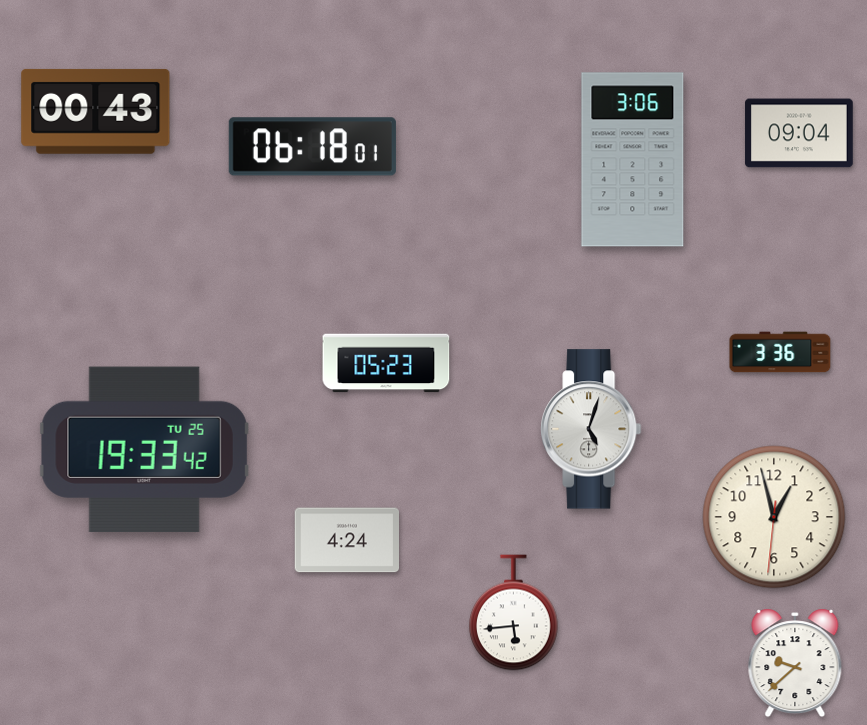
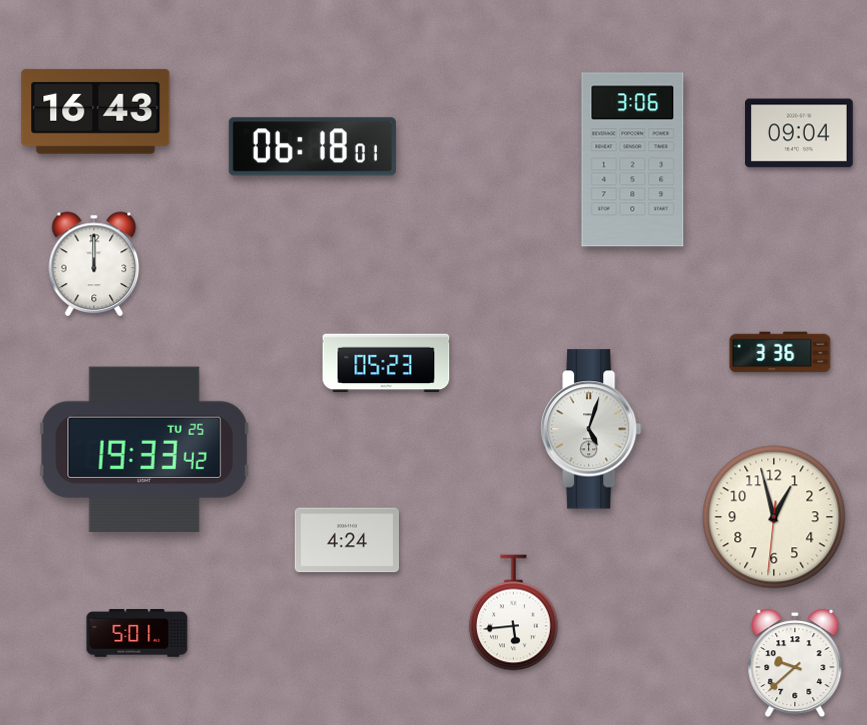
clock at (96, 111): 00:43 -> 16:43
clock at (94, 264): none -> 12:00
clock at (137, 633): none -> 5:01
